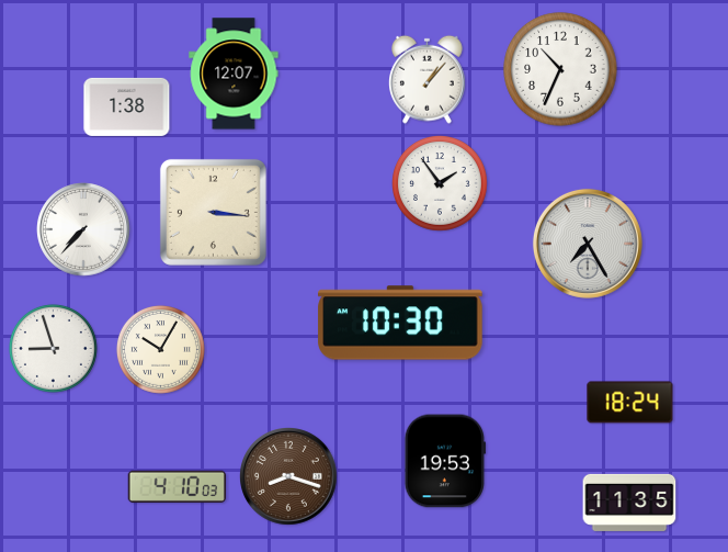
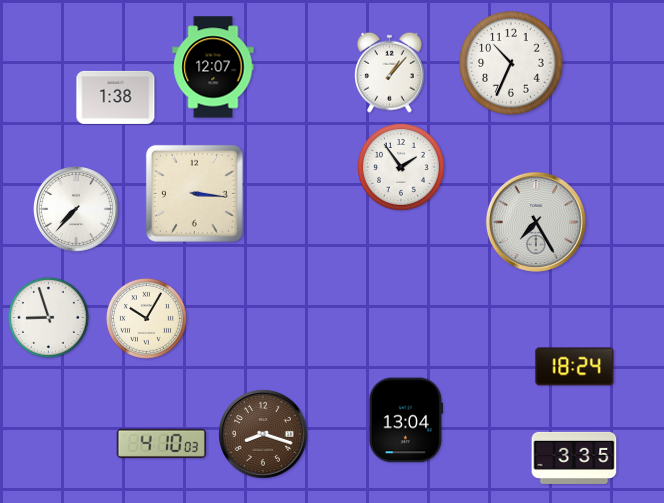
clock at (400, 323): 10:30 -> none
clock at (444, 461): 19:53 -> 13:04
clock at (629, 503): 11:35 -> 3:35
